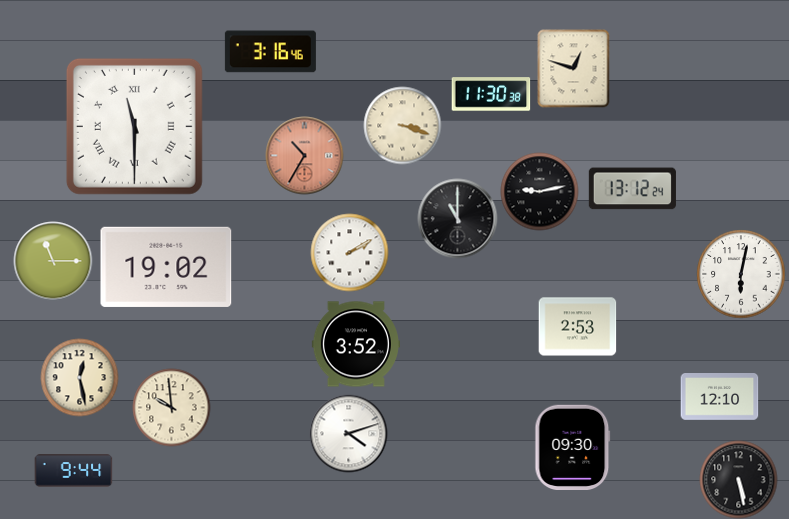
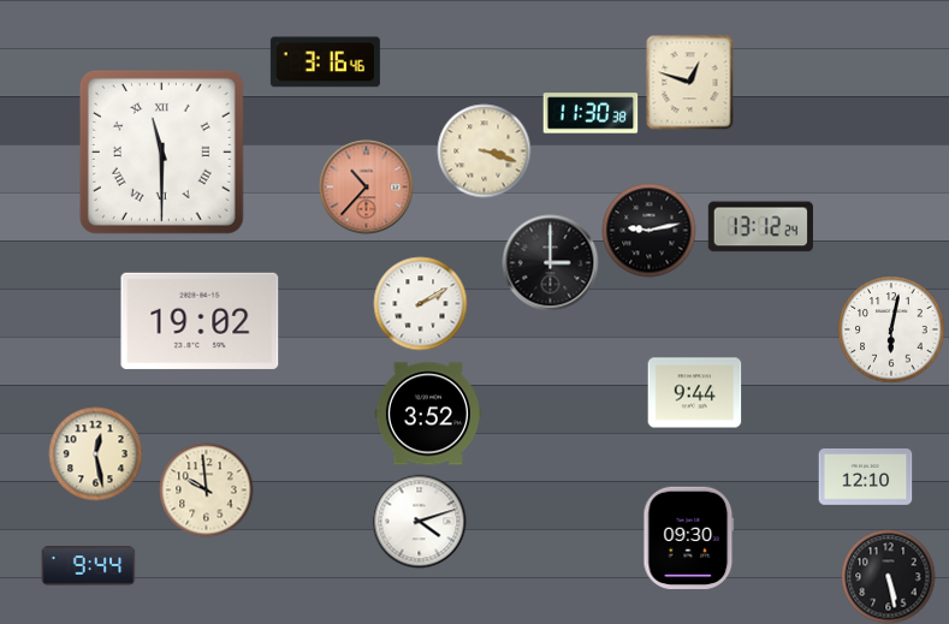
clock at (304, 155): 10:35 -> 10:37
clock at (457, 218): 11:00 -> 3:00
clock at (53, 261): 11:15 -> none
clock at (577, 327): 2:53 -> 9:44
